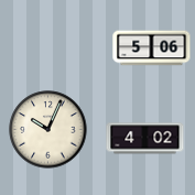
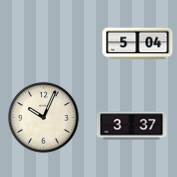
clock at (152, 48): 5:06 -> 5:04
clock at (145, 139): 4:02 -> 3:37
